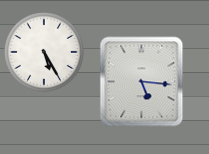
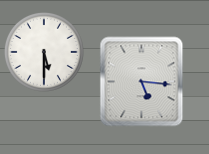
clock at (44, 52): 5:25 -> 5:30
